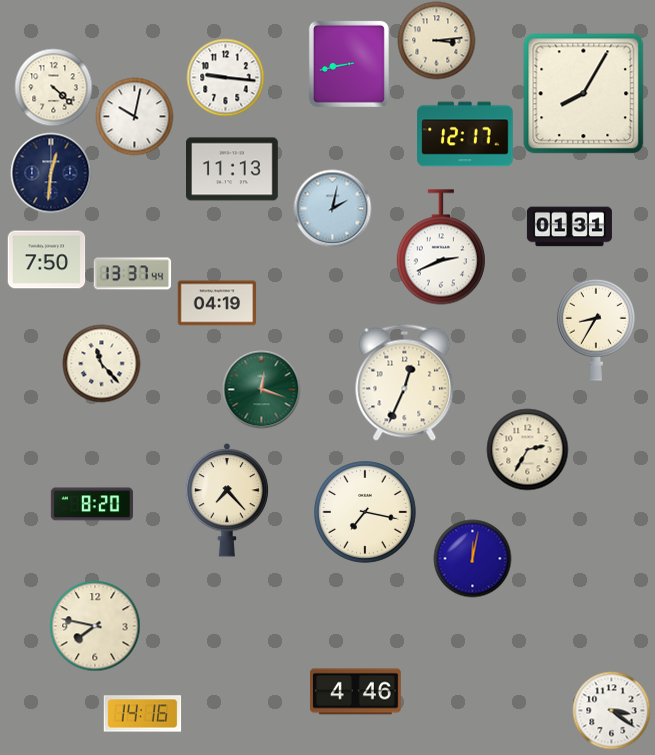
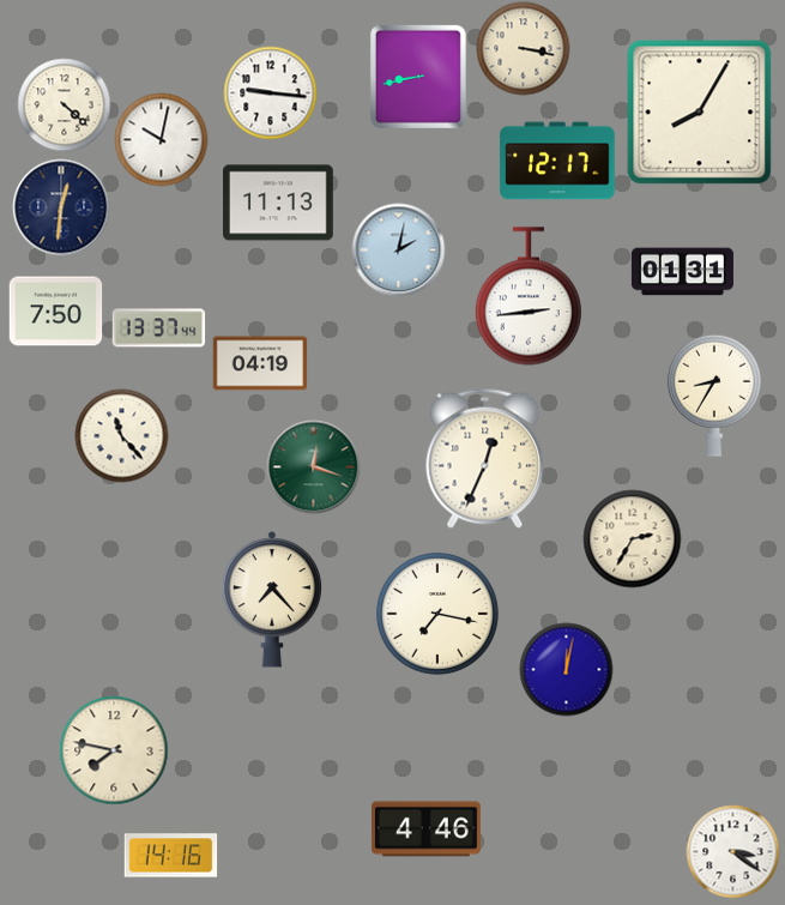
clock at (436, 40): 3:14 -> 3:17
clock at (441, 247): 2:41 -> 2:44
clock at (91, 504): 8:20 -> none
